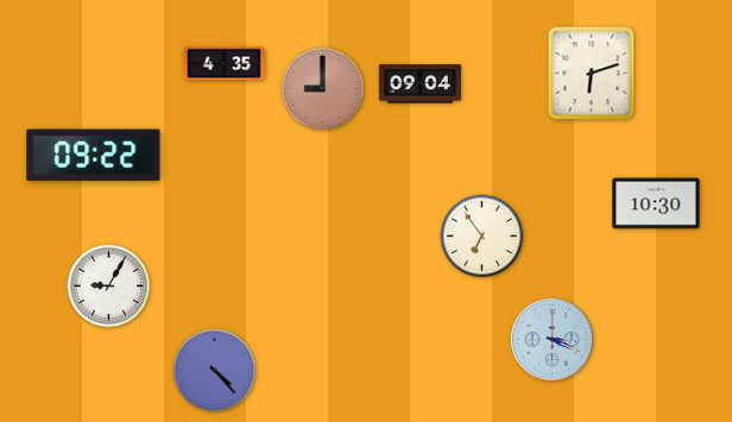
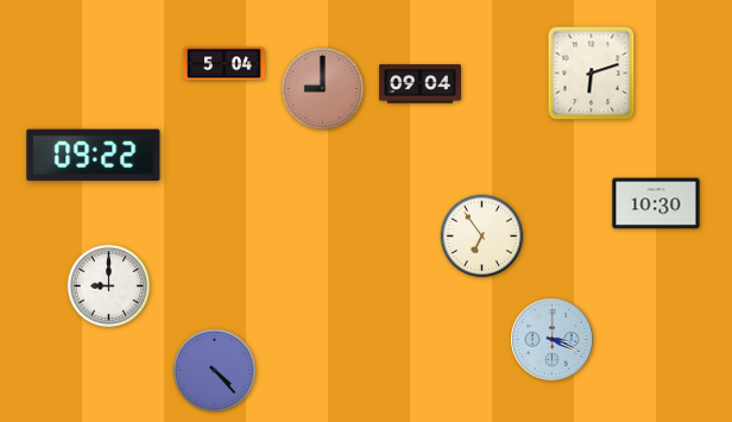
clock at (223, 64): 4:35 -> 5:04
clock at (109, 286): 9:05 -> 9:00
